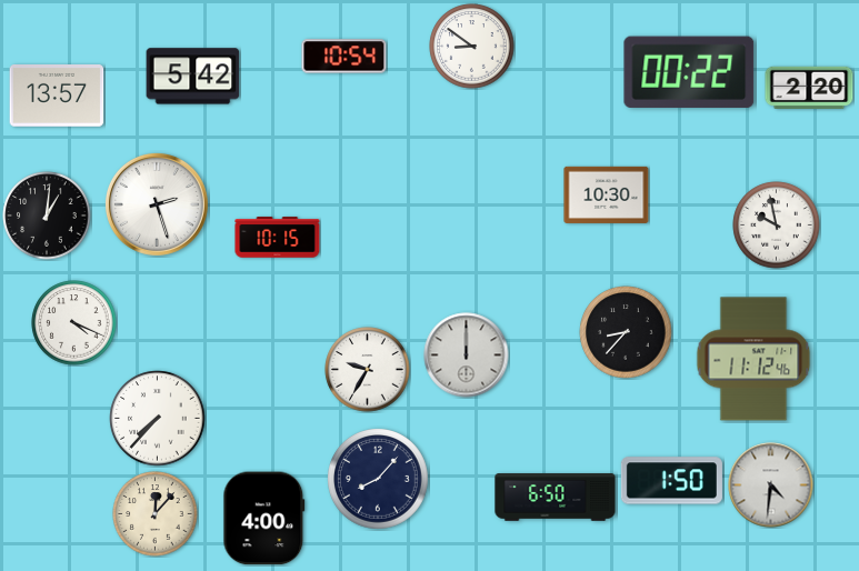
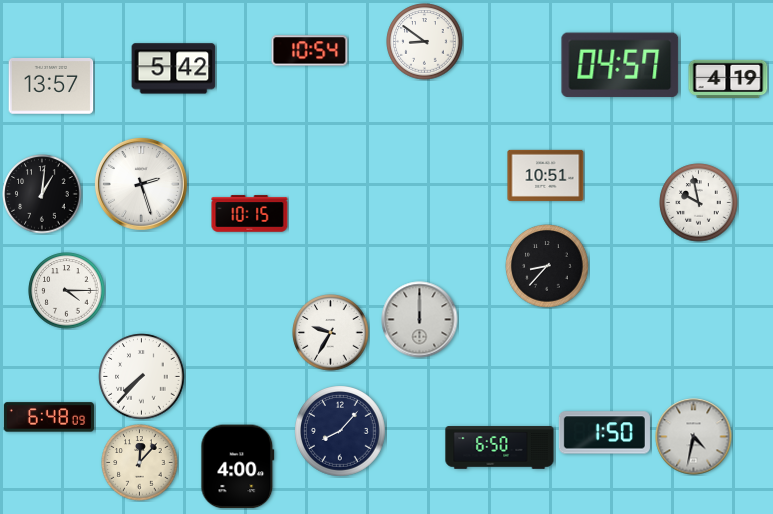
clock at (689, 72): 00:22 -> 04:57
clock at (809, 87): 2:20 -> 4:19
clock at (607, 194): 10:30 -> 10:51
clock at (74, 323): 4:19 -> 4:15
clock at (626, 332) position: (626, 332) -> (547, 266)
clock at (753, 359): 11:12 -> none
clock at (49, 417): none -> 6:48
clock at (771, 485): 4:31 -> 4:32
